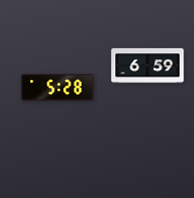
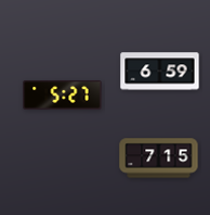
clock at (58, 88): 5:28 -> 5:27
clock at (159, 159): none -> 7:15
